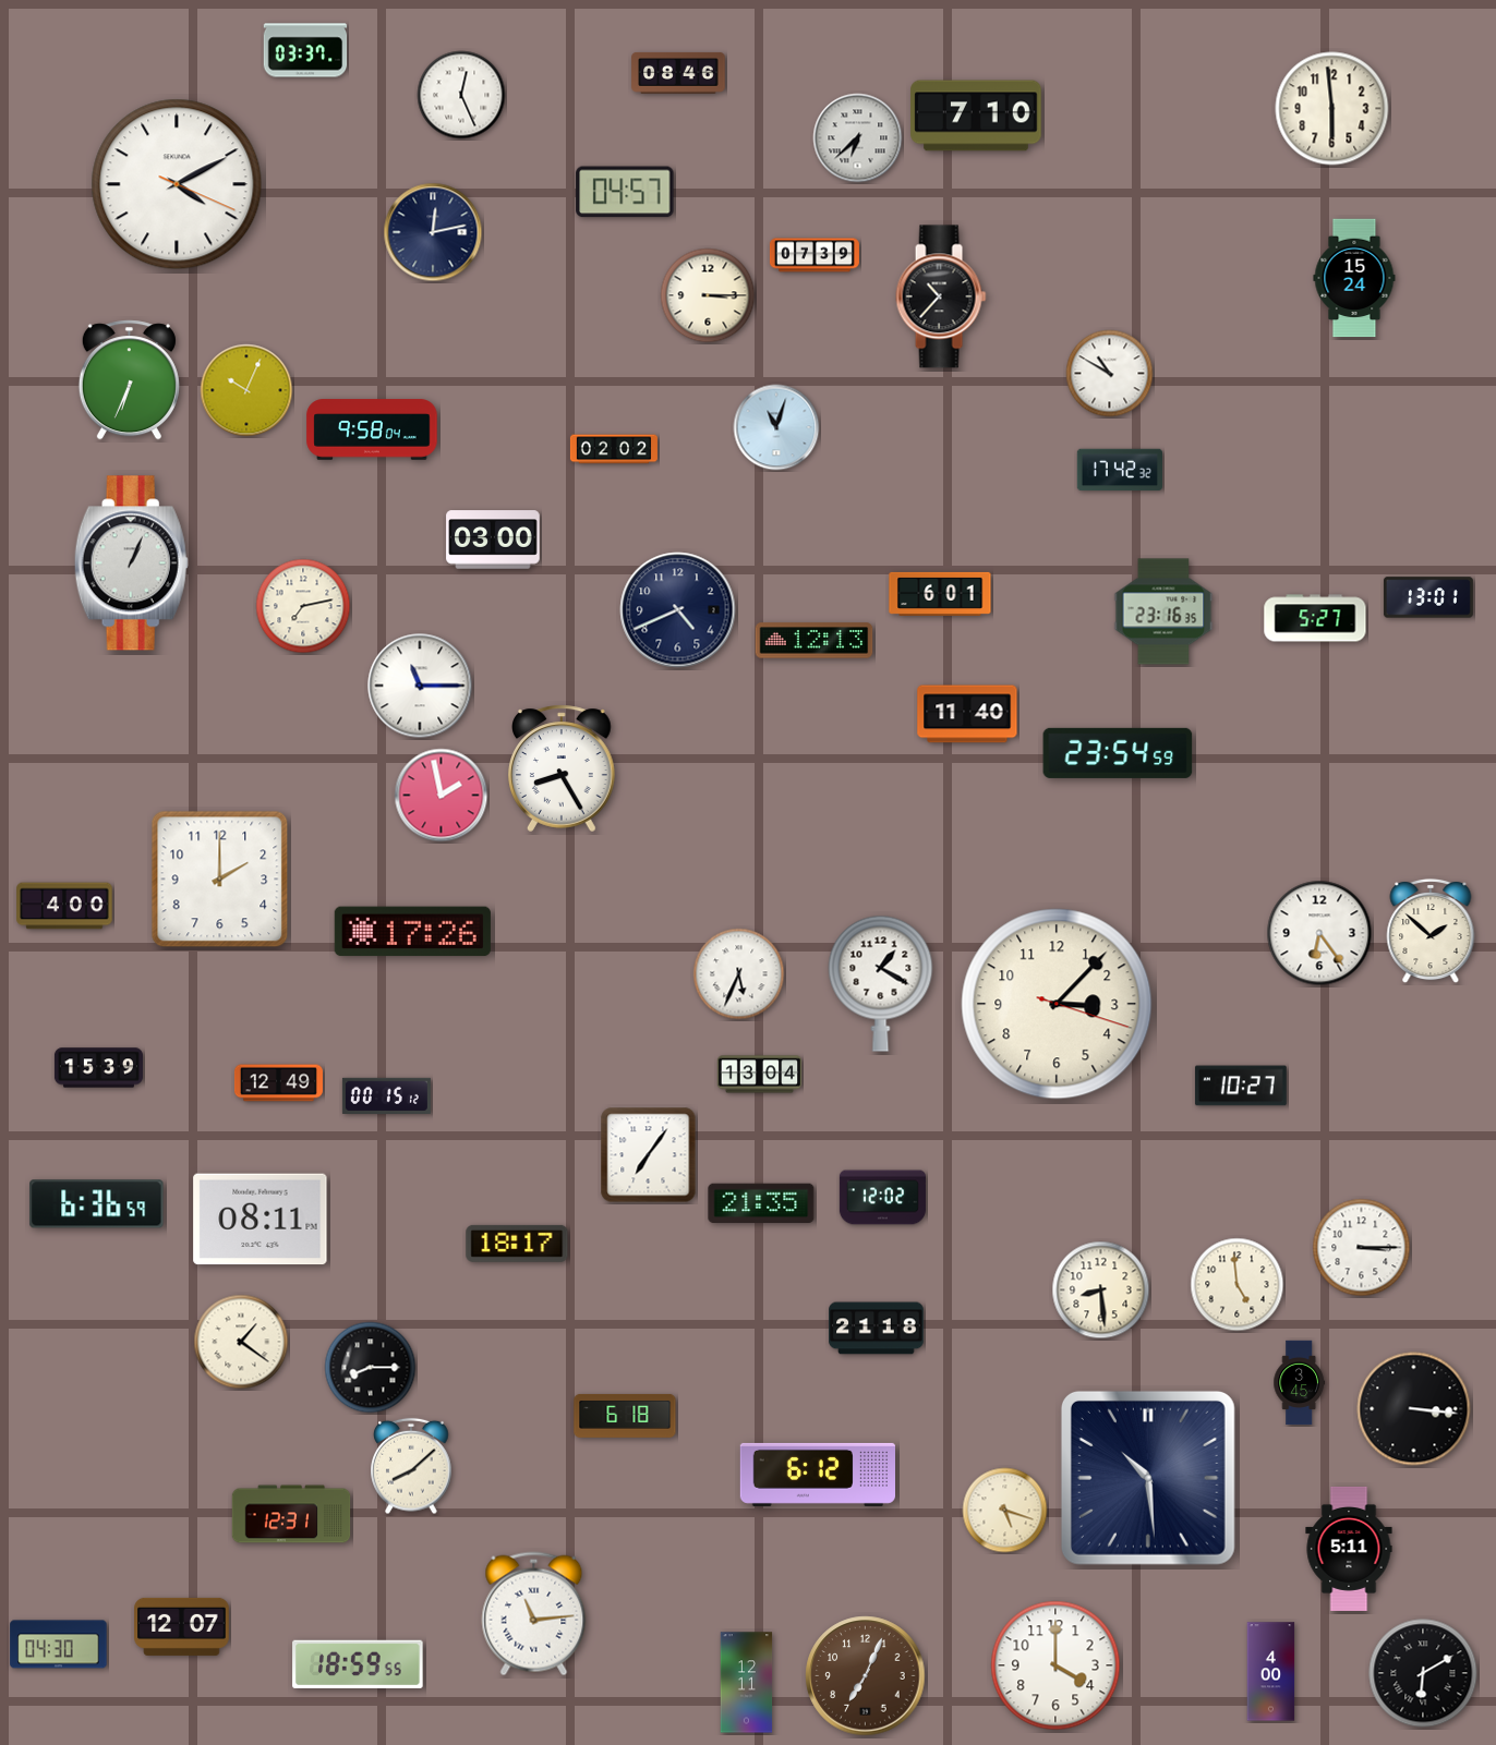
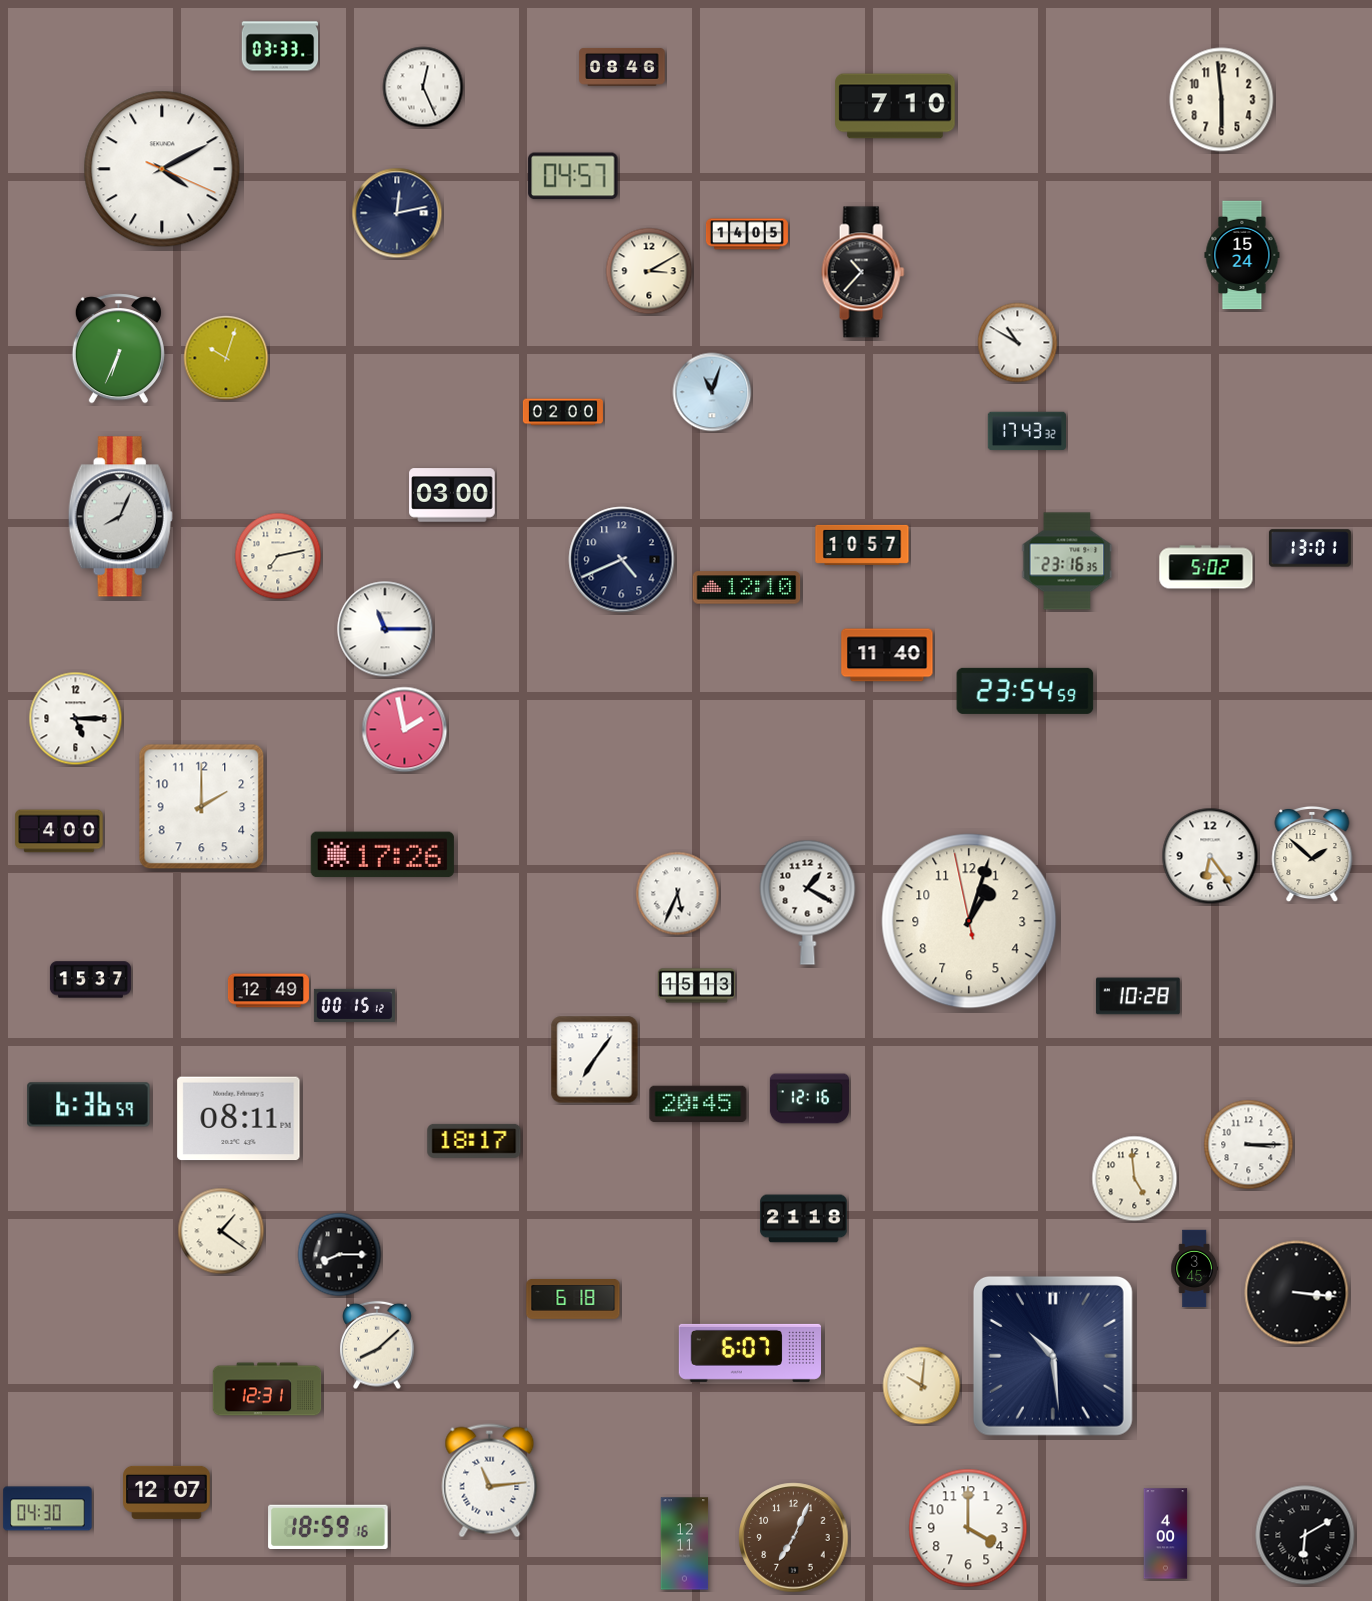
clock at (305, 50): 03:37 -> 03:33
clock at (858, 138): 6:38 -> none
clock at (815, 255): 07:39 -> 14:05
clock at (708, 295): 3:15 -> 3:10
clock at (246, 390): 10:04 -> 10:03
clock at (372, 429): 9:58 -> none
clock at (614, 449): 02:02 -> 02:00
clock at (1119, 470): 17:42 -> 17:43
clock at (131, 564): 1:04 -> 8:04
clock at (940, 594): 6:01 -> 10:57
clock at (1315, 618): 5:27 -> 5:02
clock at (815, 641): 12:13 -> 12:10
clock at (563, 768): 8:25 -> none
clock at (76, 719): none -> 5:15
clock at (412, 932) position: (412, 932) -> (382, 855)
clock at (1057, 1004): 3:07 -> 1:02
clock at (98, 1068): 15:39 -> 15:37
clock at (760, 1075): 13:04 -> 15:13
clock at (278, 1083) position: (278, 1083) -> (268, 991)
clock at (1241, 1086): 10:27 -> 10:28
clock at (882, 1198): 12:02 -> 12:16
clock at (761, 1203): 21:35 -> 20:45
clock at (1101, 1290): 8:29 -> none
clock at (1300, 1383) position: (1300, 1383) -> (1195, 1269)
clock at (817, 1475): 6:12 -> 6:07
clock at (1005, 1511): 5:18 -> 10:01
clock at (1349, 1549): 5:11 -> none
clock at (59, 1645) position: (59, 1645) -> (48, 1509)
clock at (358, 1663): 18:59:55 -> 18:59:16
